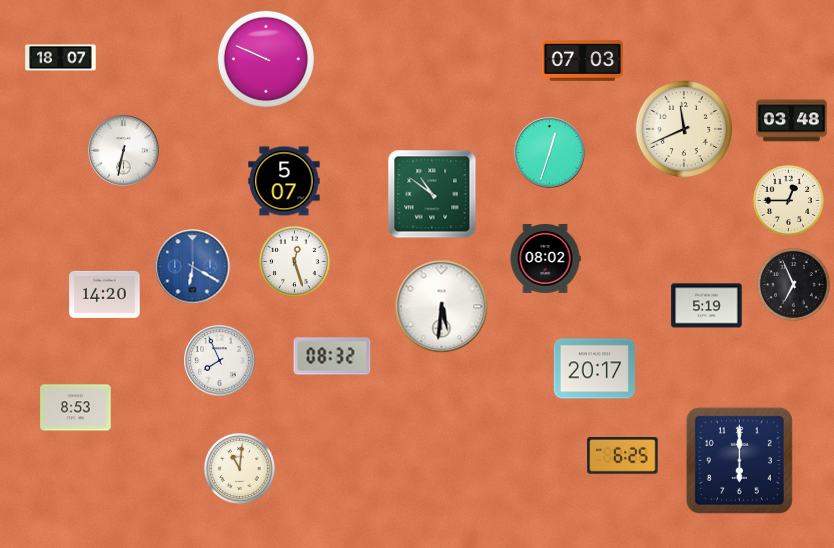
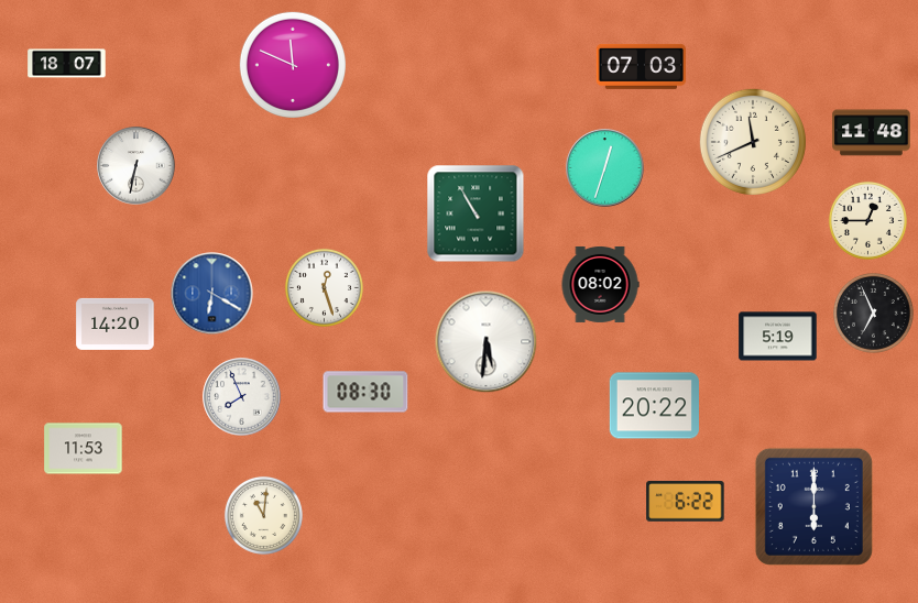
clock at (266, 59): 9:49 -> 11:49
clock at (792, 121): 03:48 -> 11:48
clock at (284, 181): 5:07 -> none
clock at (432, 194): 10:51 -> 10:55
clock at (442, 307) position: (442, 307) -> (487, 342)
clock at (332, 356): 08:32 -> 08:30
clock at (594, 369): 20:17 -> 20:22
clock at (76, 408): 8:53 -> 11:53
clock at (623, 456): 6:25 -> 6:22
